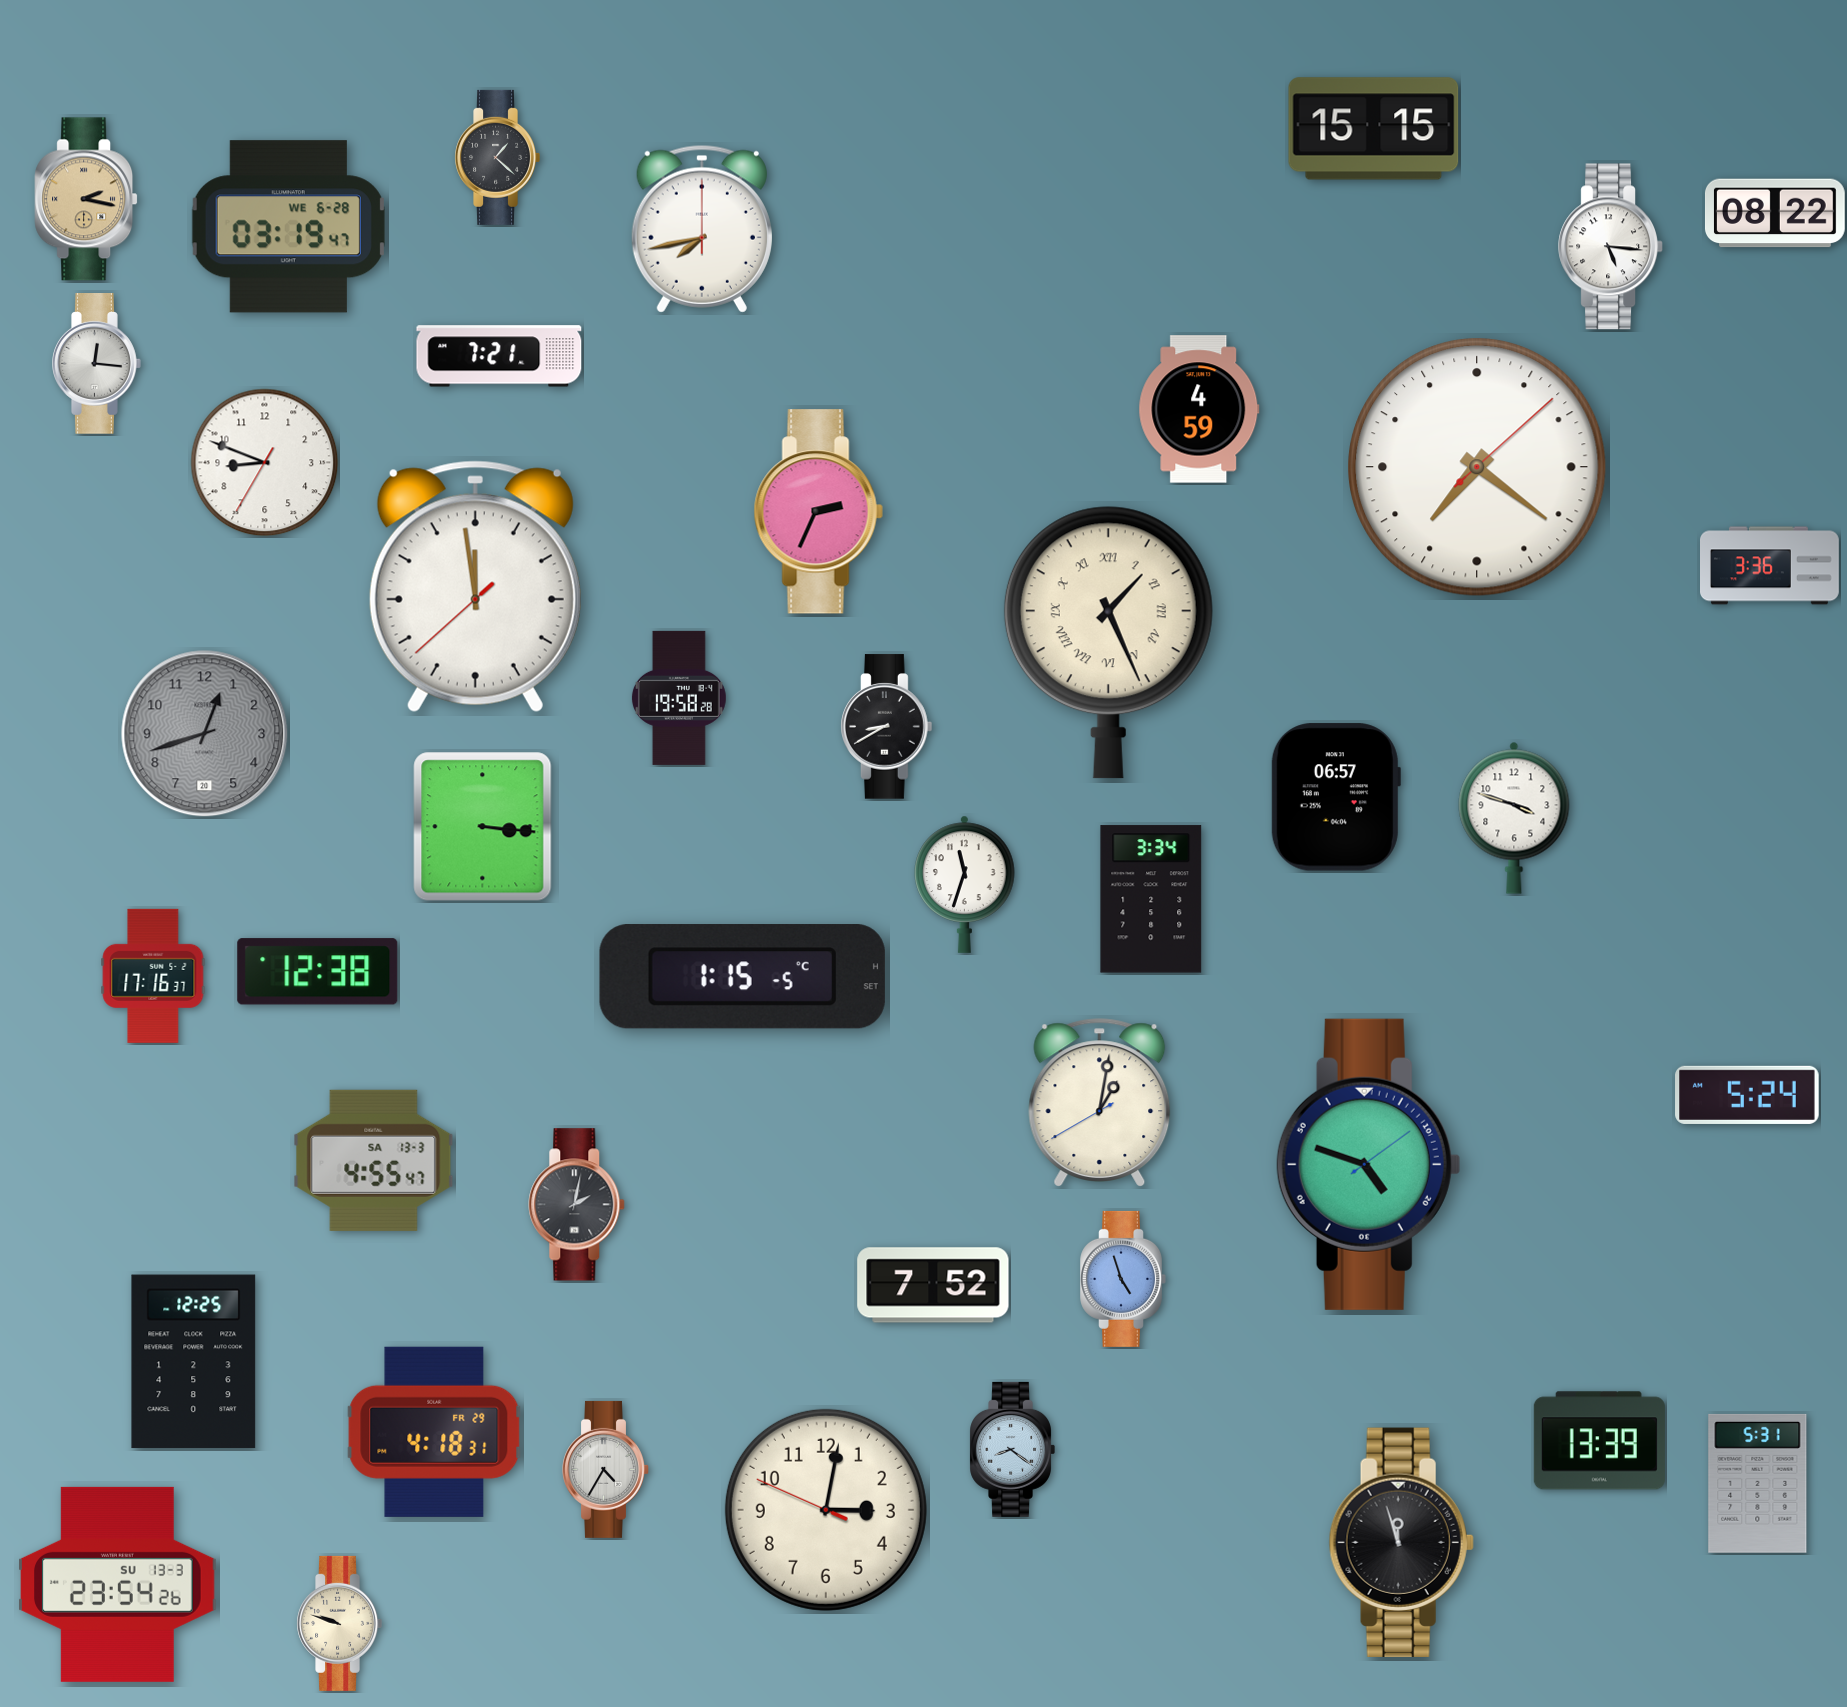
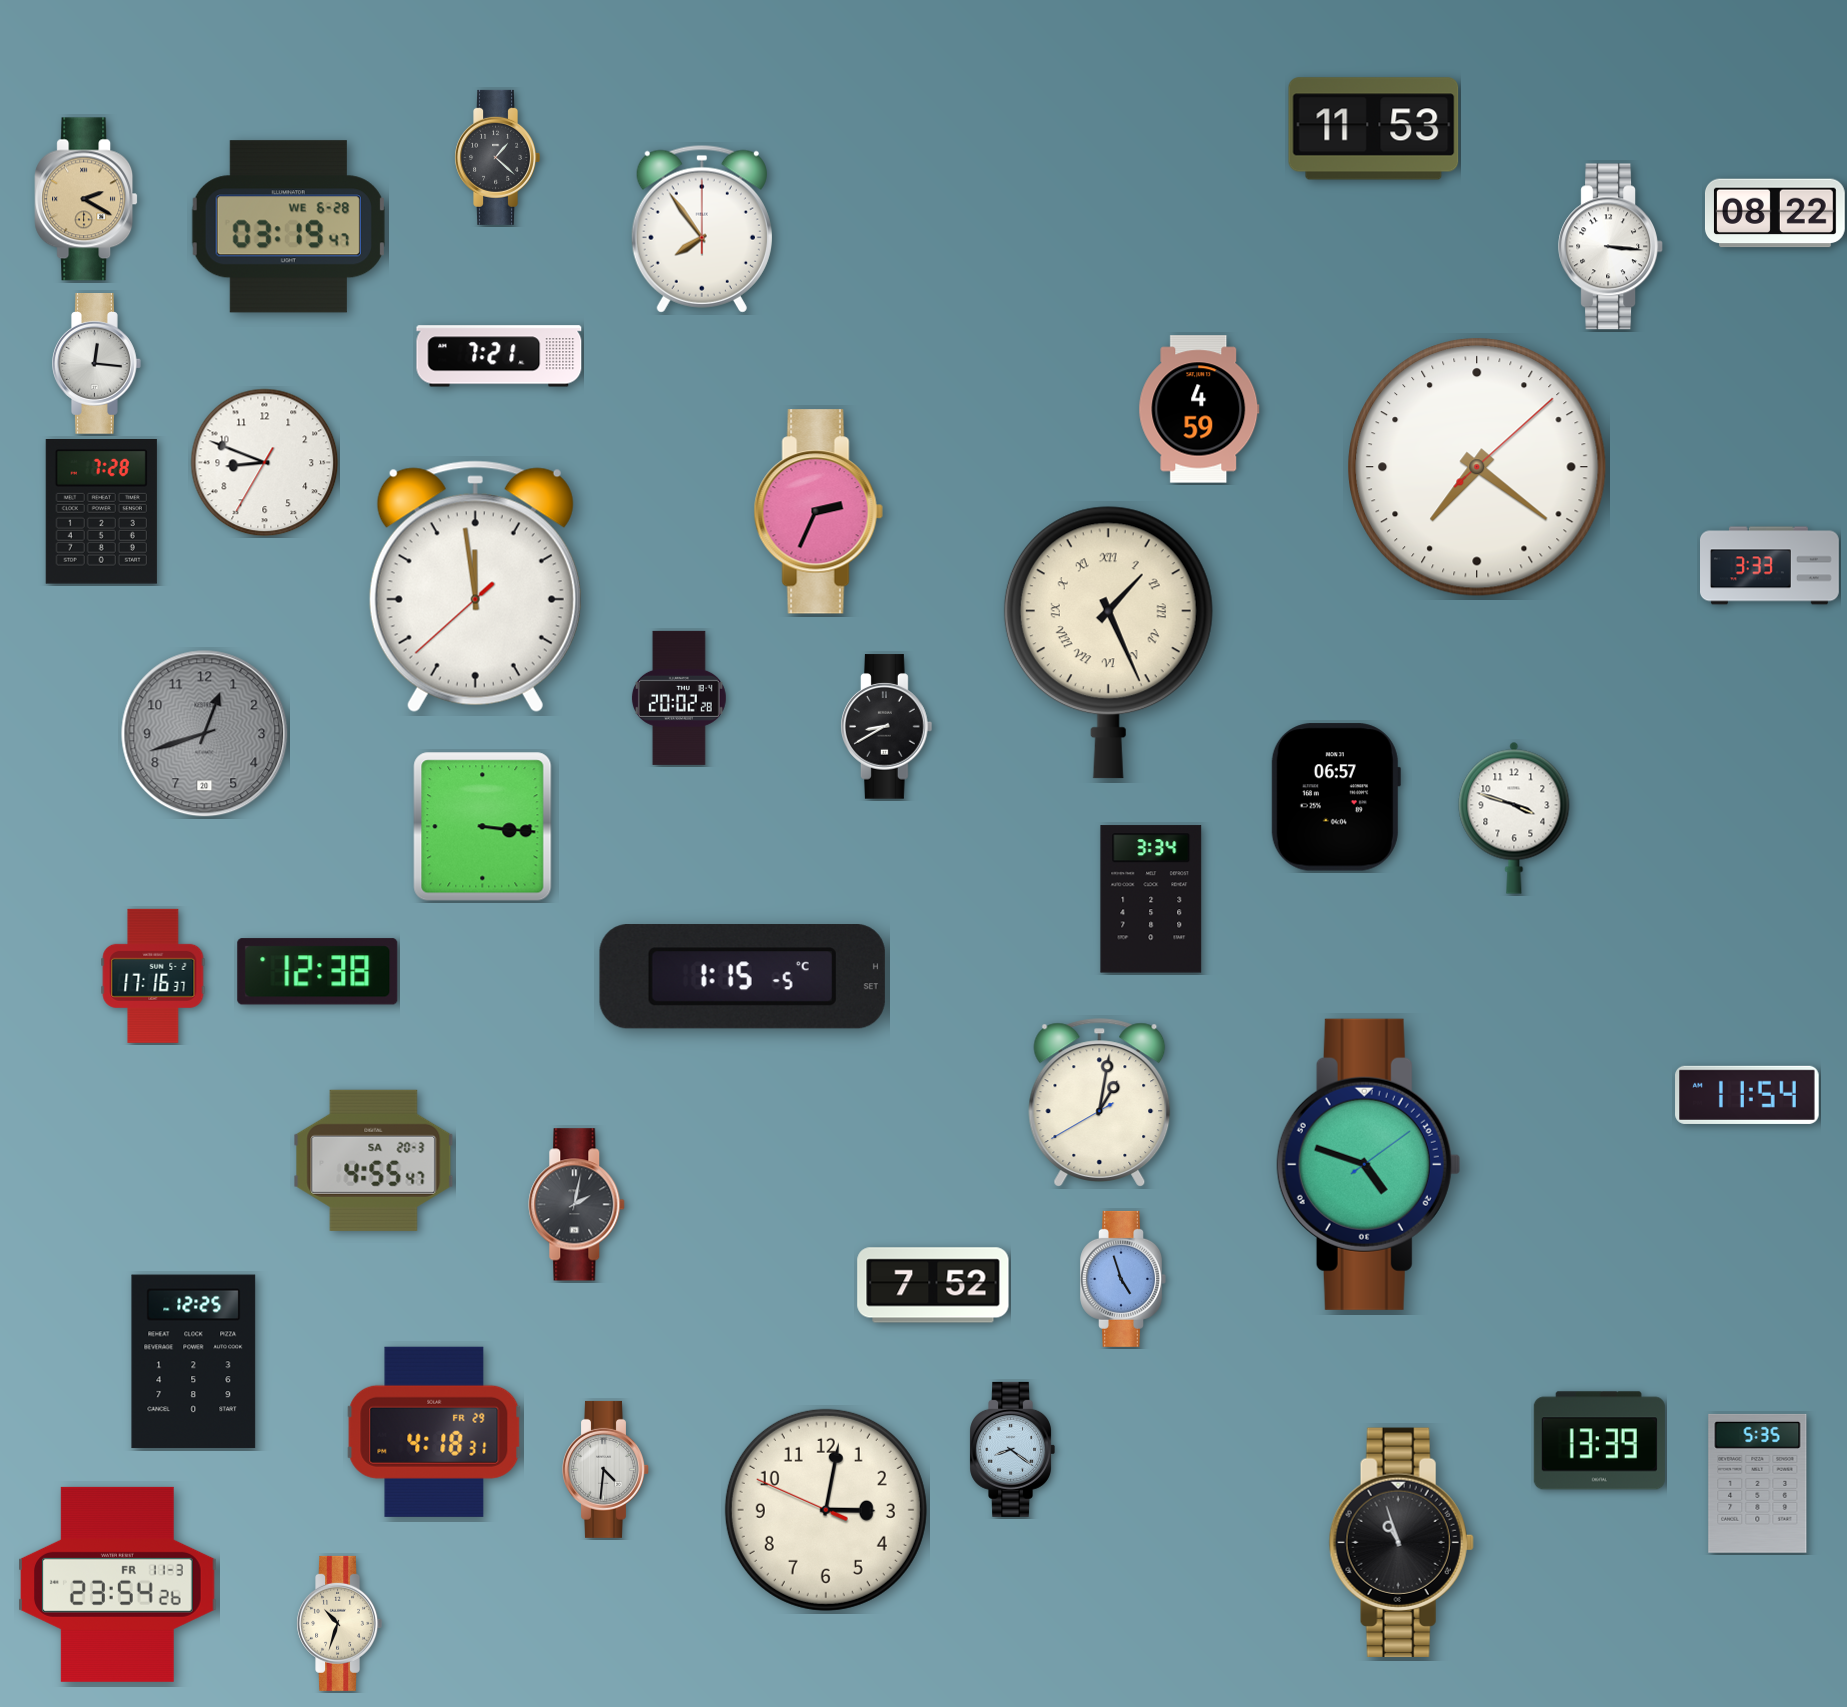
clock at (1374, 129): 15:15 -> 11:53
clock at (86, 199): 2:17 -> 2:20
clock at (702, 229): 7:43 -> 7:54
clock at (1610, 247): 5:16 -> 3:16
clock at (101, 512): none -> 7:28
clock at (1770, 566): 3:36 -> 3:33
clock at (679, 698): 19:58 -> 20:02
clock at (965, 884): 11:33 -> none
clock at (1747, 1095): 5:24 -> 11:54
clock at (374, 1160) date: SA 13-3 -> SA 20-3
clock at (606, 1469): 4:35 -> 4:31
clock at (1758, 1483): 5:31 -> 5:35
clock at (1401, 1542): 11:57 -> 10:57
clock at (118, 1584) date: SU 13-3 -> FR 11-3
clock at (339, 1623): 9:48 -> 10:33
